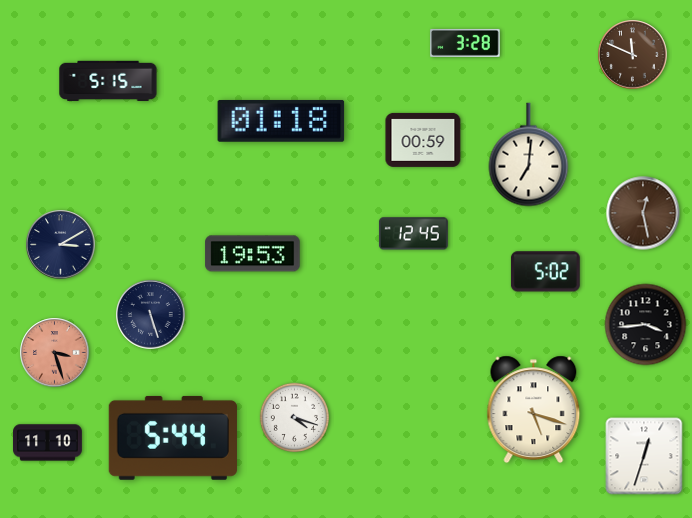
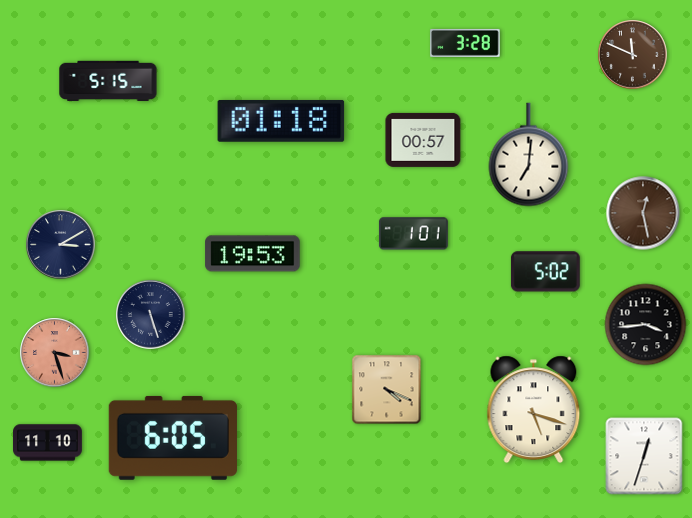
clock at (423, 140): 00:59 -> 00:57
clock at (413, 234): 12:45 -> 1:01
clock at (387, 390): none -> 4:19
clock at (294, 417): 4:18 -> none
clock at (173, 438): 5:44 -> 6:05
